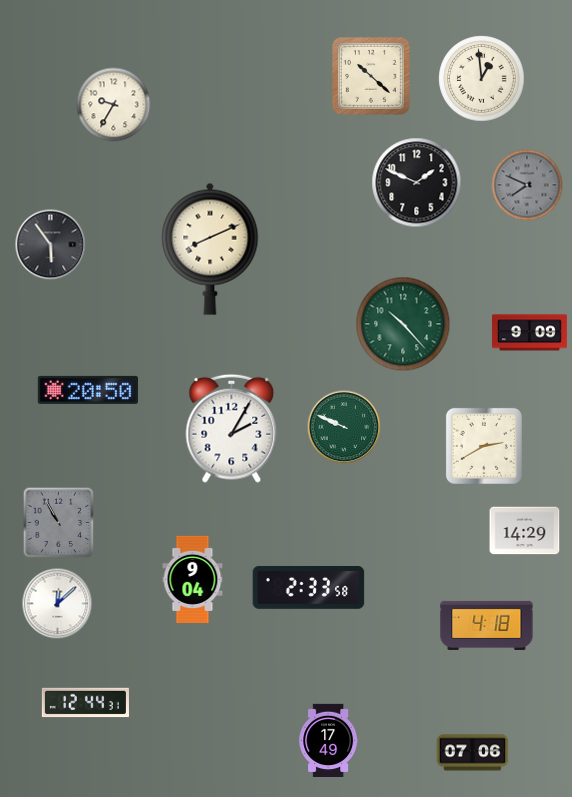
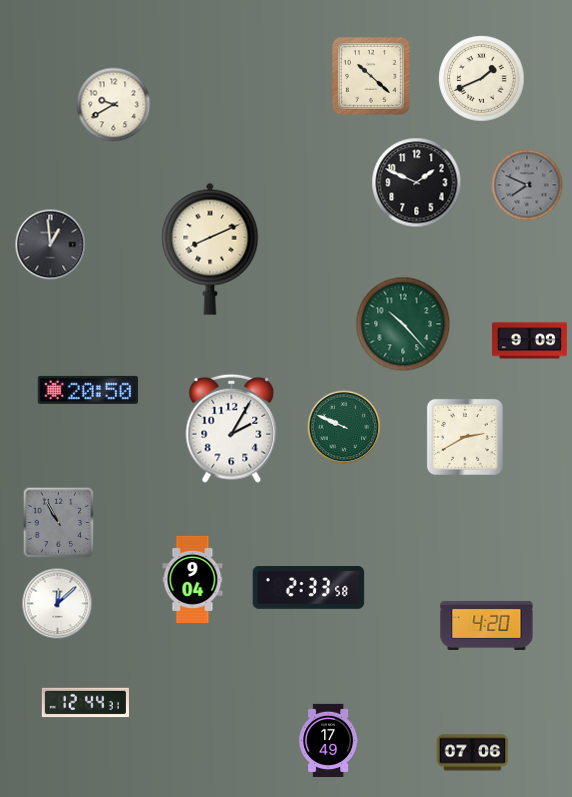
clock at (482, 79): 12:59 -> 1:41
clock at (114, 105): 9:35 -> 9:40
clock at (51, 245): 5:54 -> 12:59
clock at (529, 333) position: (529, 333) -> (529, 341)
clock at (484, 446) position: (484, 446) -> (465, 437)
clock at (525, 531): 14:29 -> none
clock at (487, 625): 4:18 -> 4:20
